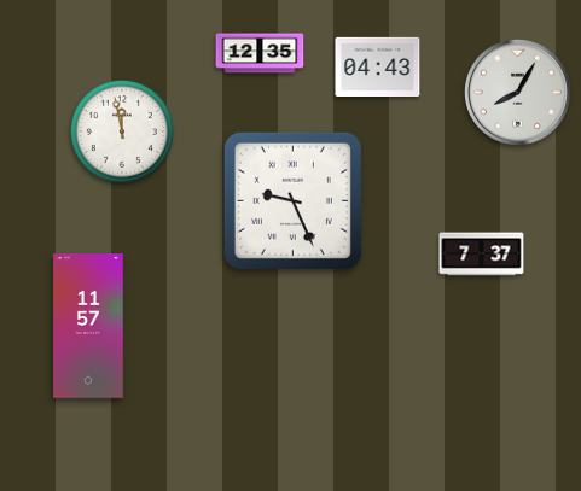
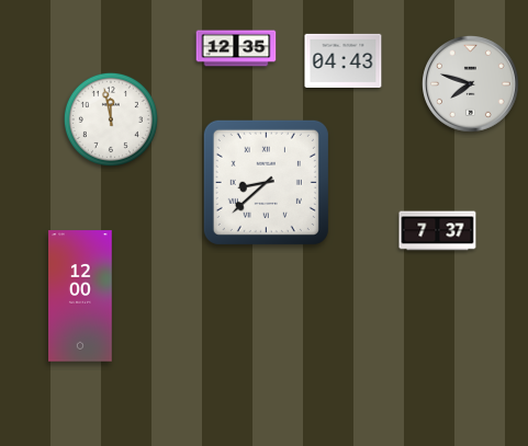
clock at (518, 93): 8:05 -> 7:48
clock at (292, 200): 9:26 -> 8:38
clock at (88, 326): 11:57 -> 12:00
